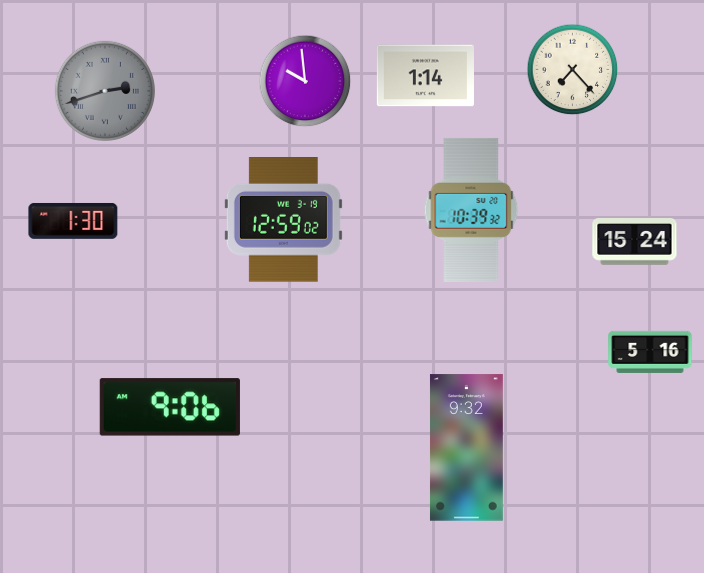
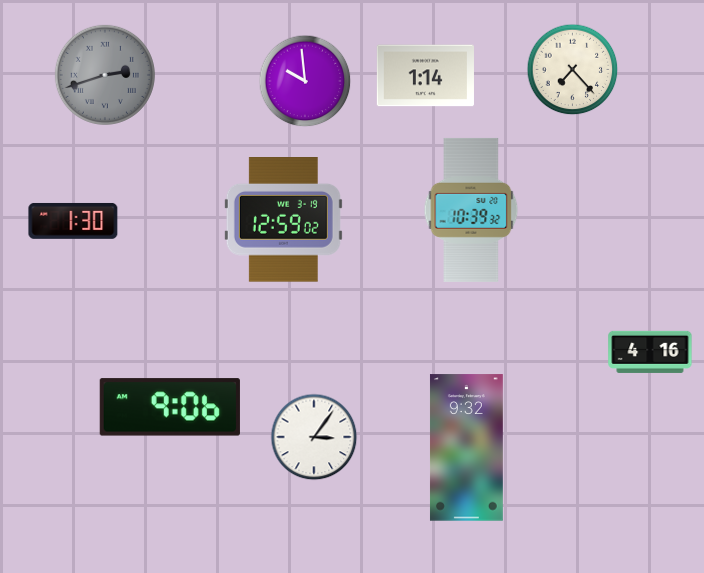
clock at (105, 91) position: (105, 91) -> (105, 75)
clock at (635, 242): 15:24 -> none
clock at (650, 352): 5:16 -> 4:16
clock at (314, 437): none -> 3:06
